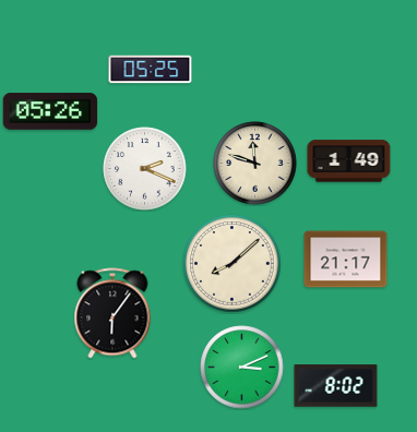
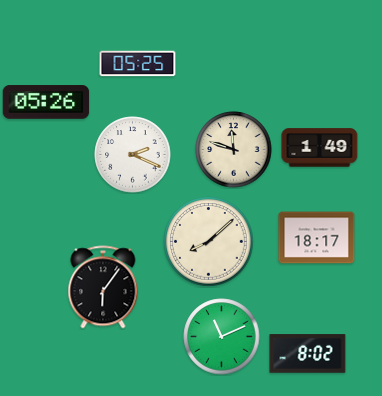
clock at (346, 260): 21:17 -> 18:17
clock at (233, 264) position: (233, 264) -> (209, 242)
clock at (242, 368): 3:11 -> 11:11
